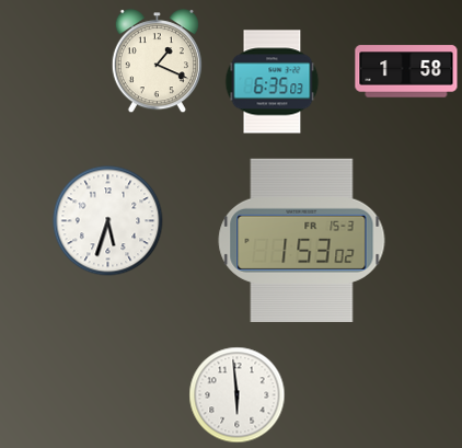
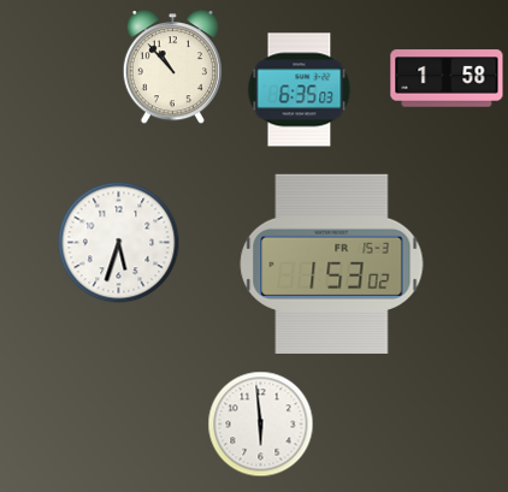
clock at (157, 61): 1:19 -> 10:53
clock at (238, 395) position: (238, 395) -> (261, 425)
